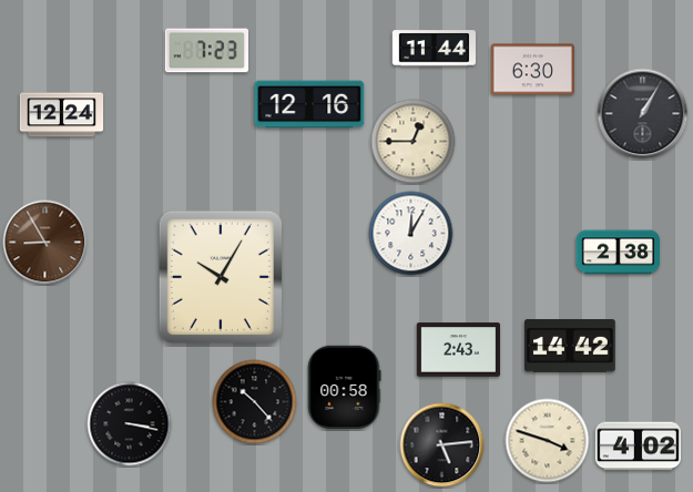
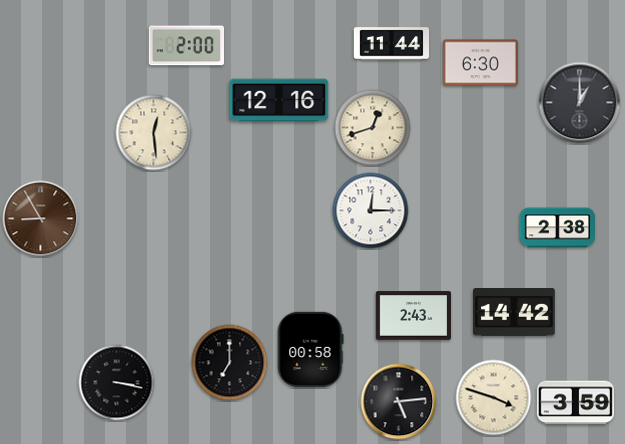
clock at (206, 51): 7:23 -> 2:00
clock at (309, 104) position: (309, 104) -> (279, 100)
clock at (643, 114): 1:05 -> 1:00
clock at (62, 115): 12:24 -> none
clock at (414, 142): 12:45 -> 12:42
clock at (154, 133): none -> 12:29
clock at (411, 234): 12:05 -> 12:15
clock at (221, 277): 10:05 -> none
clock at (255, 402): 10:23 -> 7:00
clock at (638, 447): 4:02 -> 3:59
